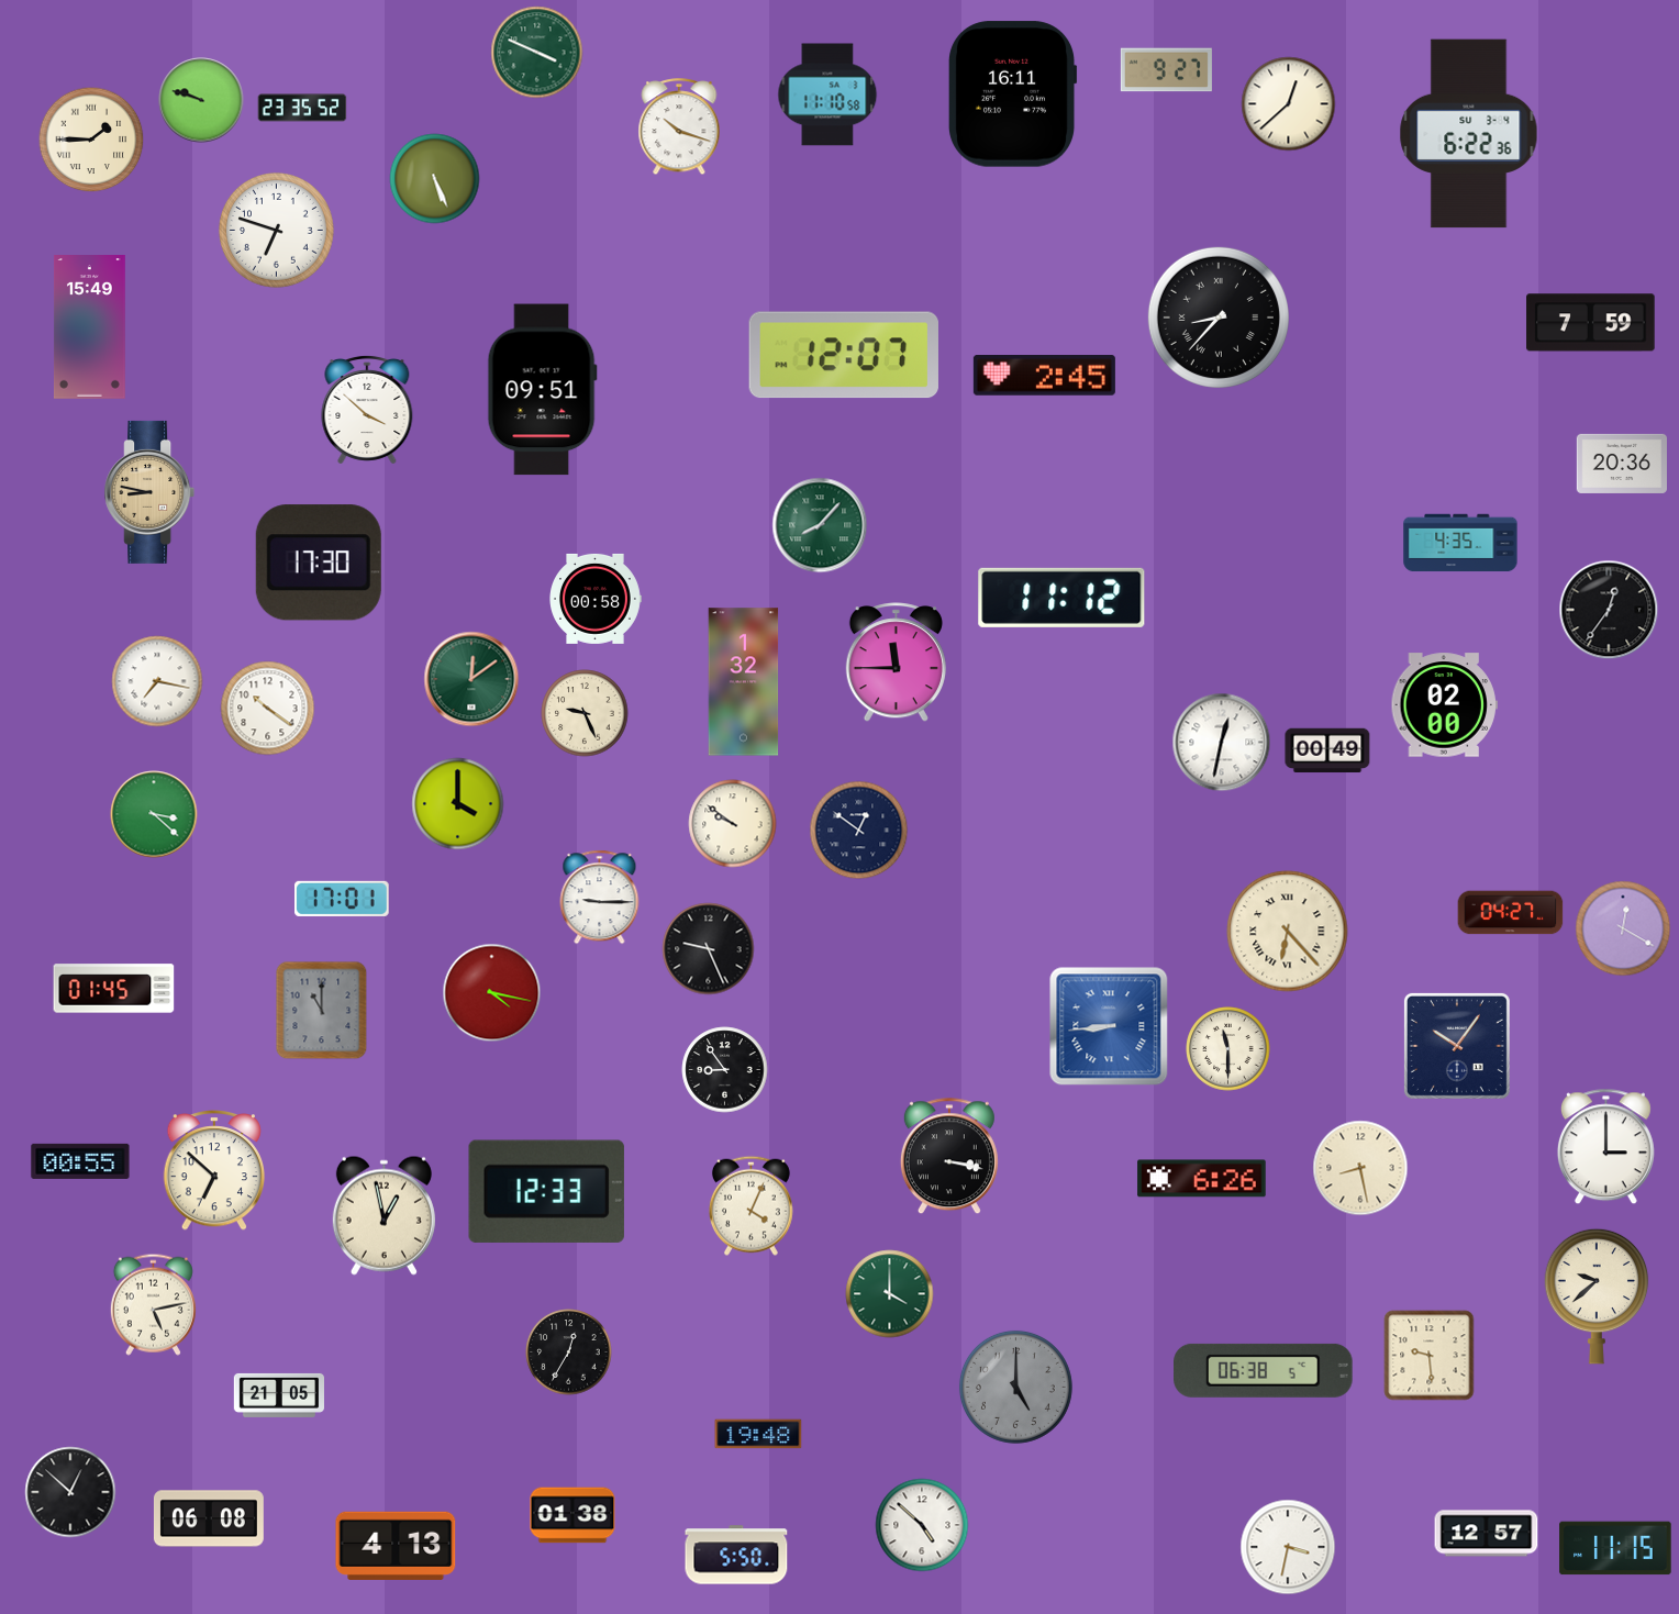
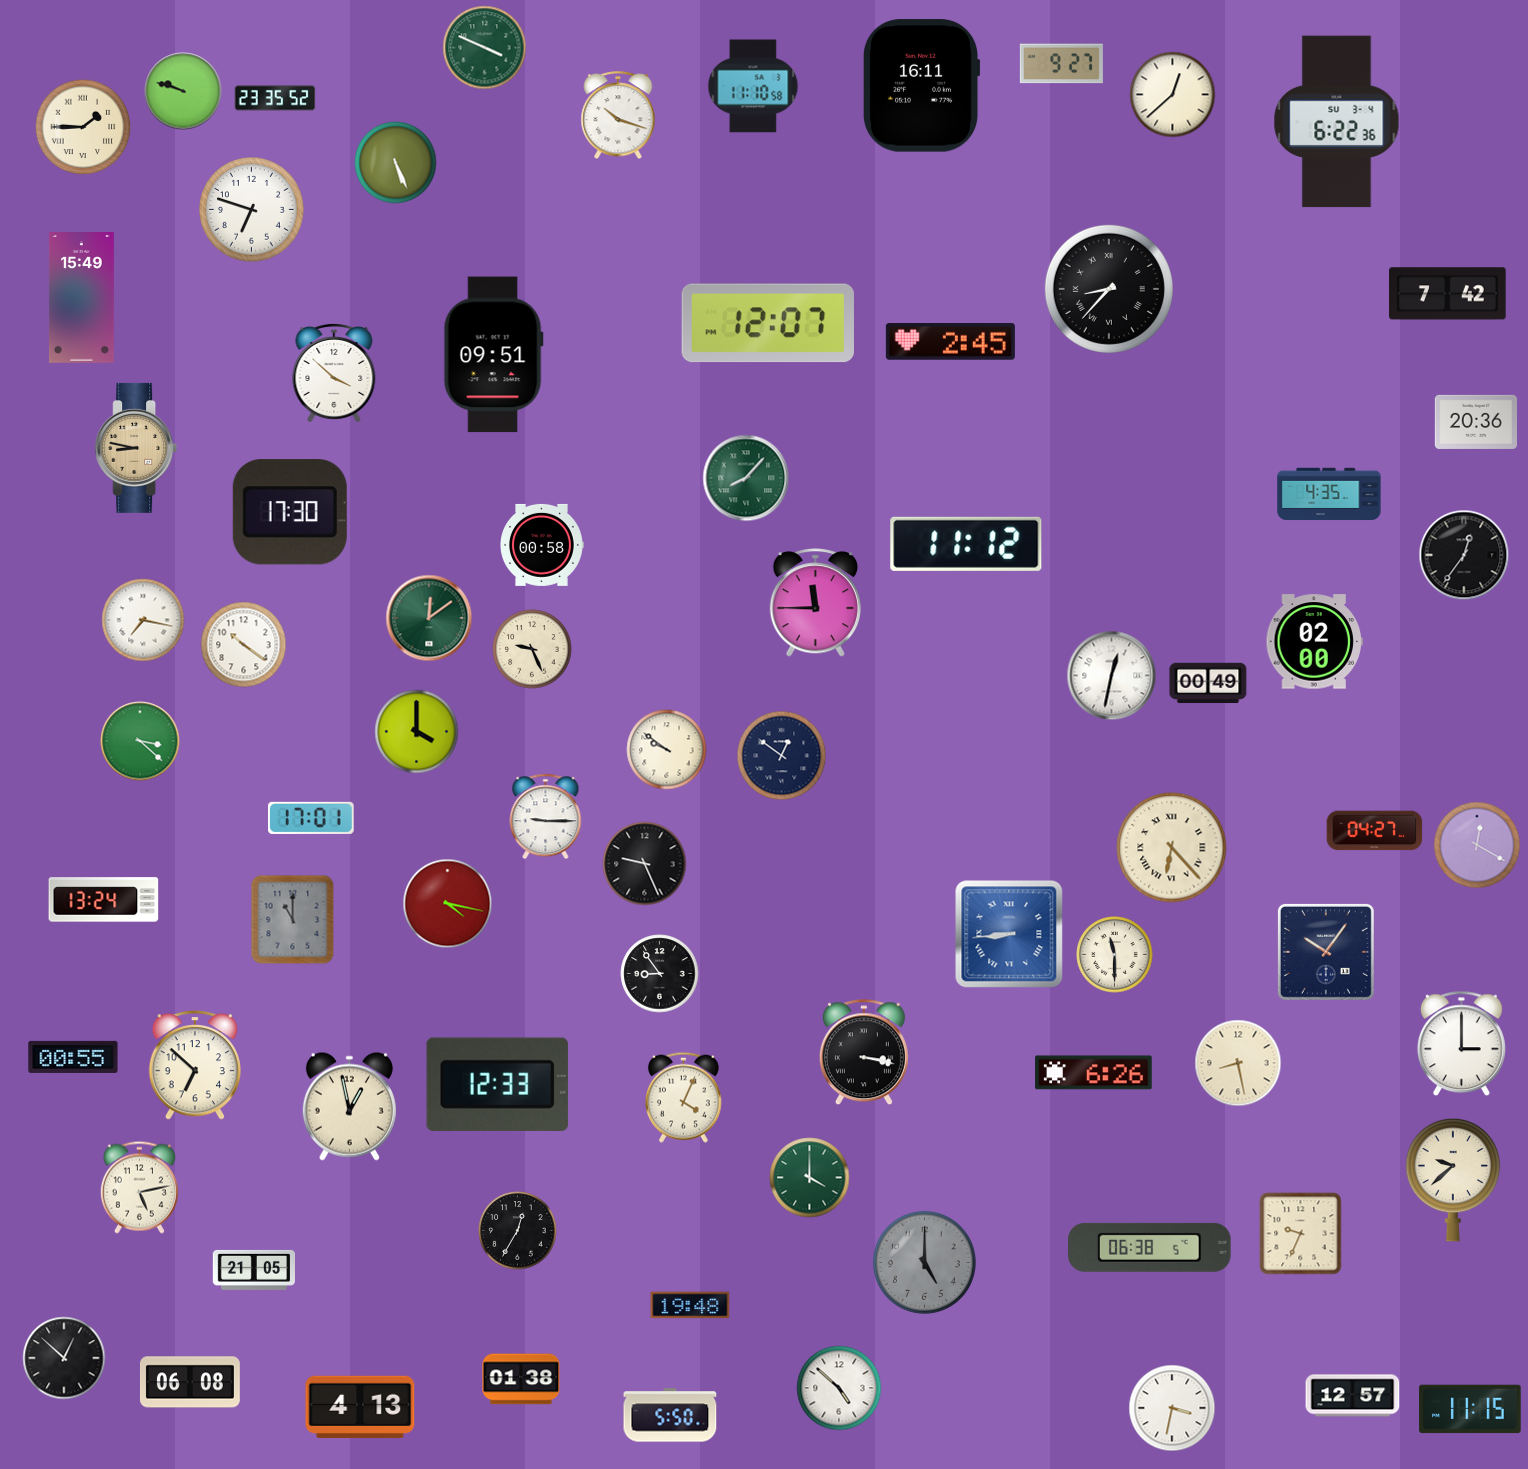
clock at (537, 53) position: (537, 53) -> (485, 48)
clock at (1591, 323): 7:59 -> 7:42
clock at (744, 682): 1:32 -> none
clock at (114, 989): 01:45 -> 13:24
clock at (1228, 1049) position: (1228, 1049) -> (1115, 955)
clock at (1430, 1356): 9:29 -> 9:34
